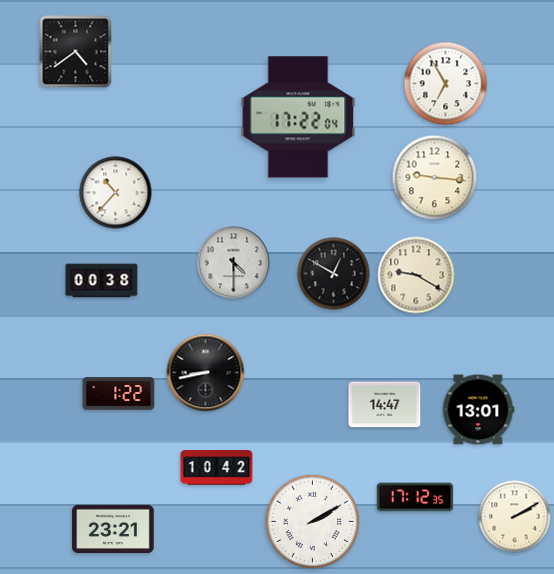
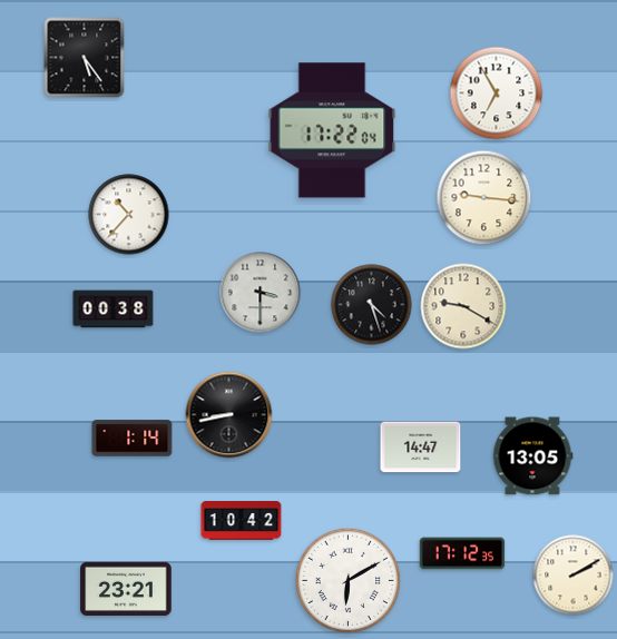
clock at (76, 52): 4:39 -> 5:24
clock at (234, 263): 4:30 -> 3:30
clock at (334, 274): 12:50 -> 4:27
clock at (102, 281) position: (102, 281) -> (114, 309)
clock at (119, 394): 1:22 -> 1:14
clock at (385, 405) position: (385, 405) -> (421, 448)
clock at (478, 410): 13:01 -> 13:05
clock at (312, 521): 2:10 -> 6:10
